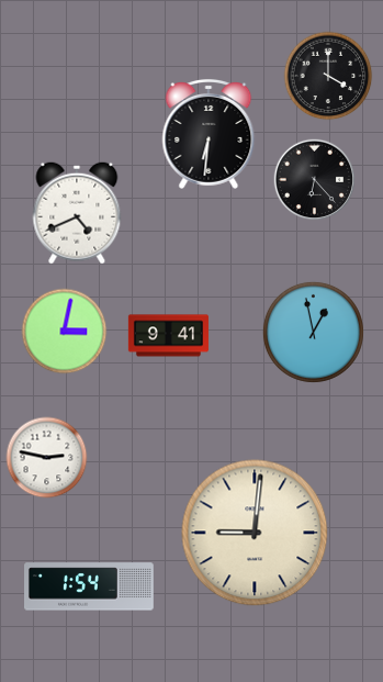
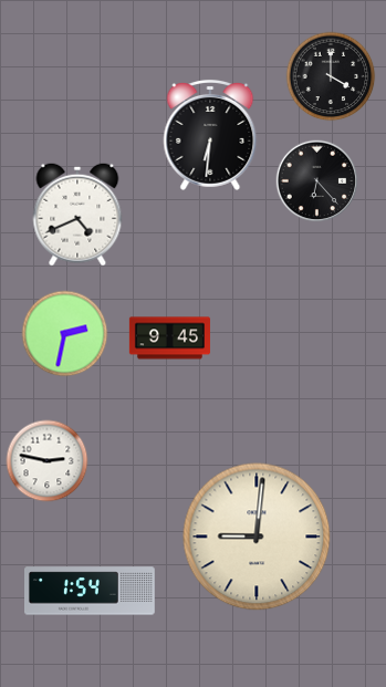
clock at (65, 332): 3:02 -> 2:32
clock at (313, 332): 12:58 -> none
clock at (168, 336): 9:41 -> 9:45
